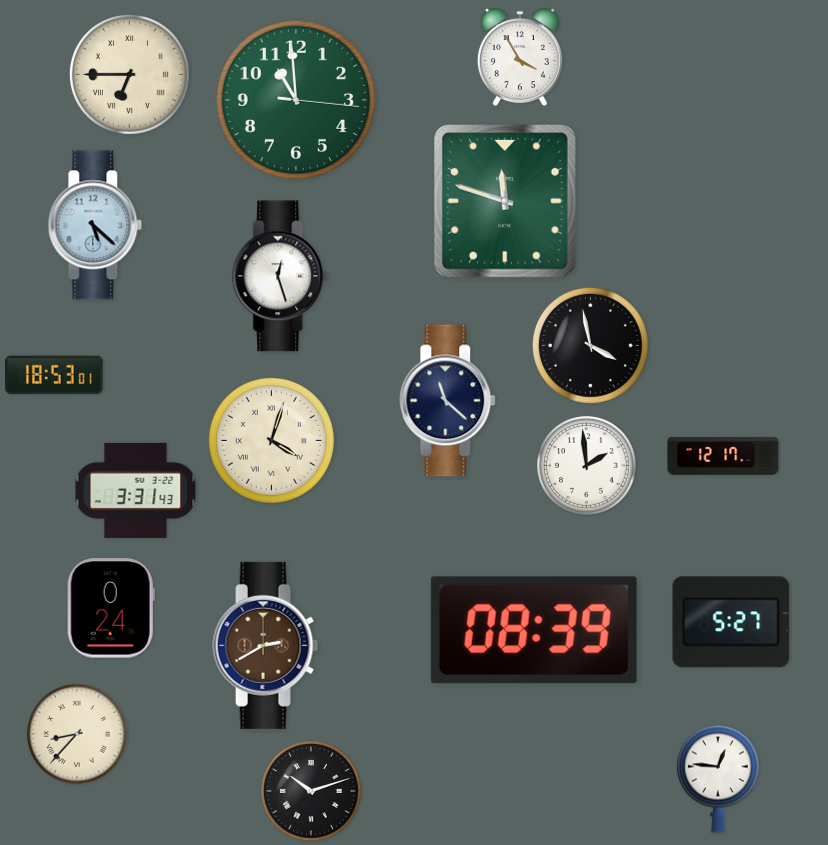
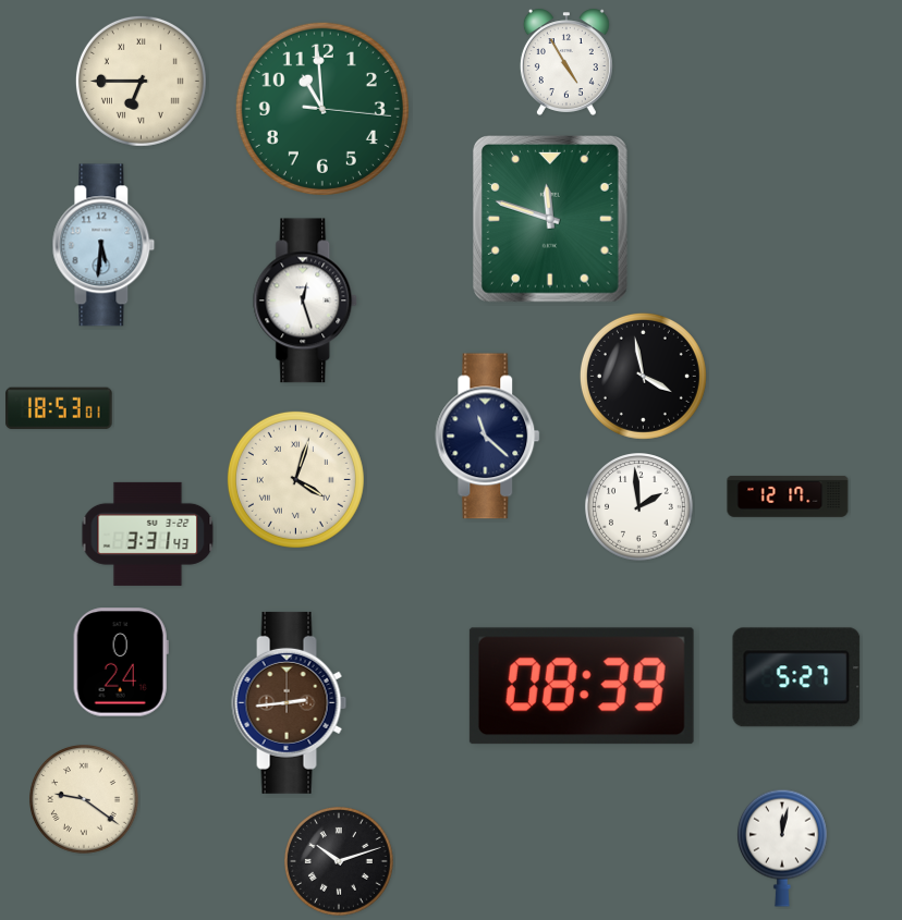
clock at (520, 57): 3:55 -> 4:55
clock at (95, 225): 5:22 -> 5:31
clock at (266, 645): 2:40 -> 2:44
clock at (77, 734): 8:37 -> 9:21
clock at (718, 779): 12:46 -> 12:02
